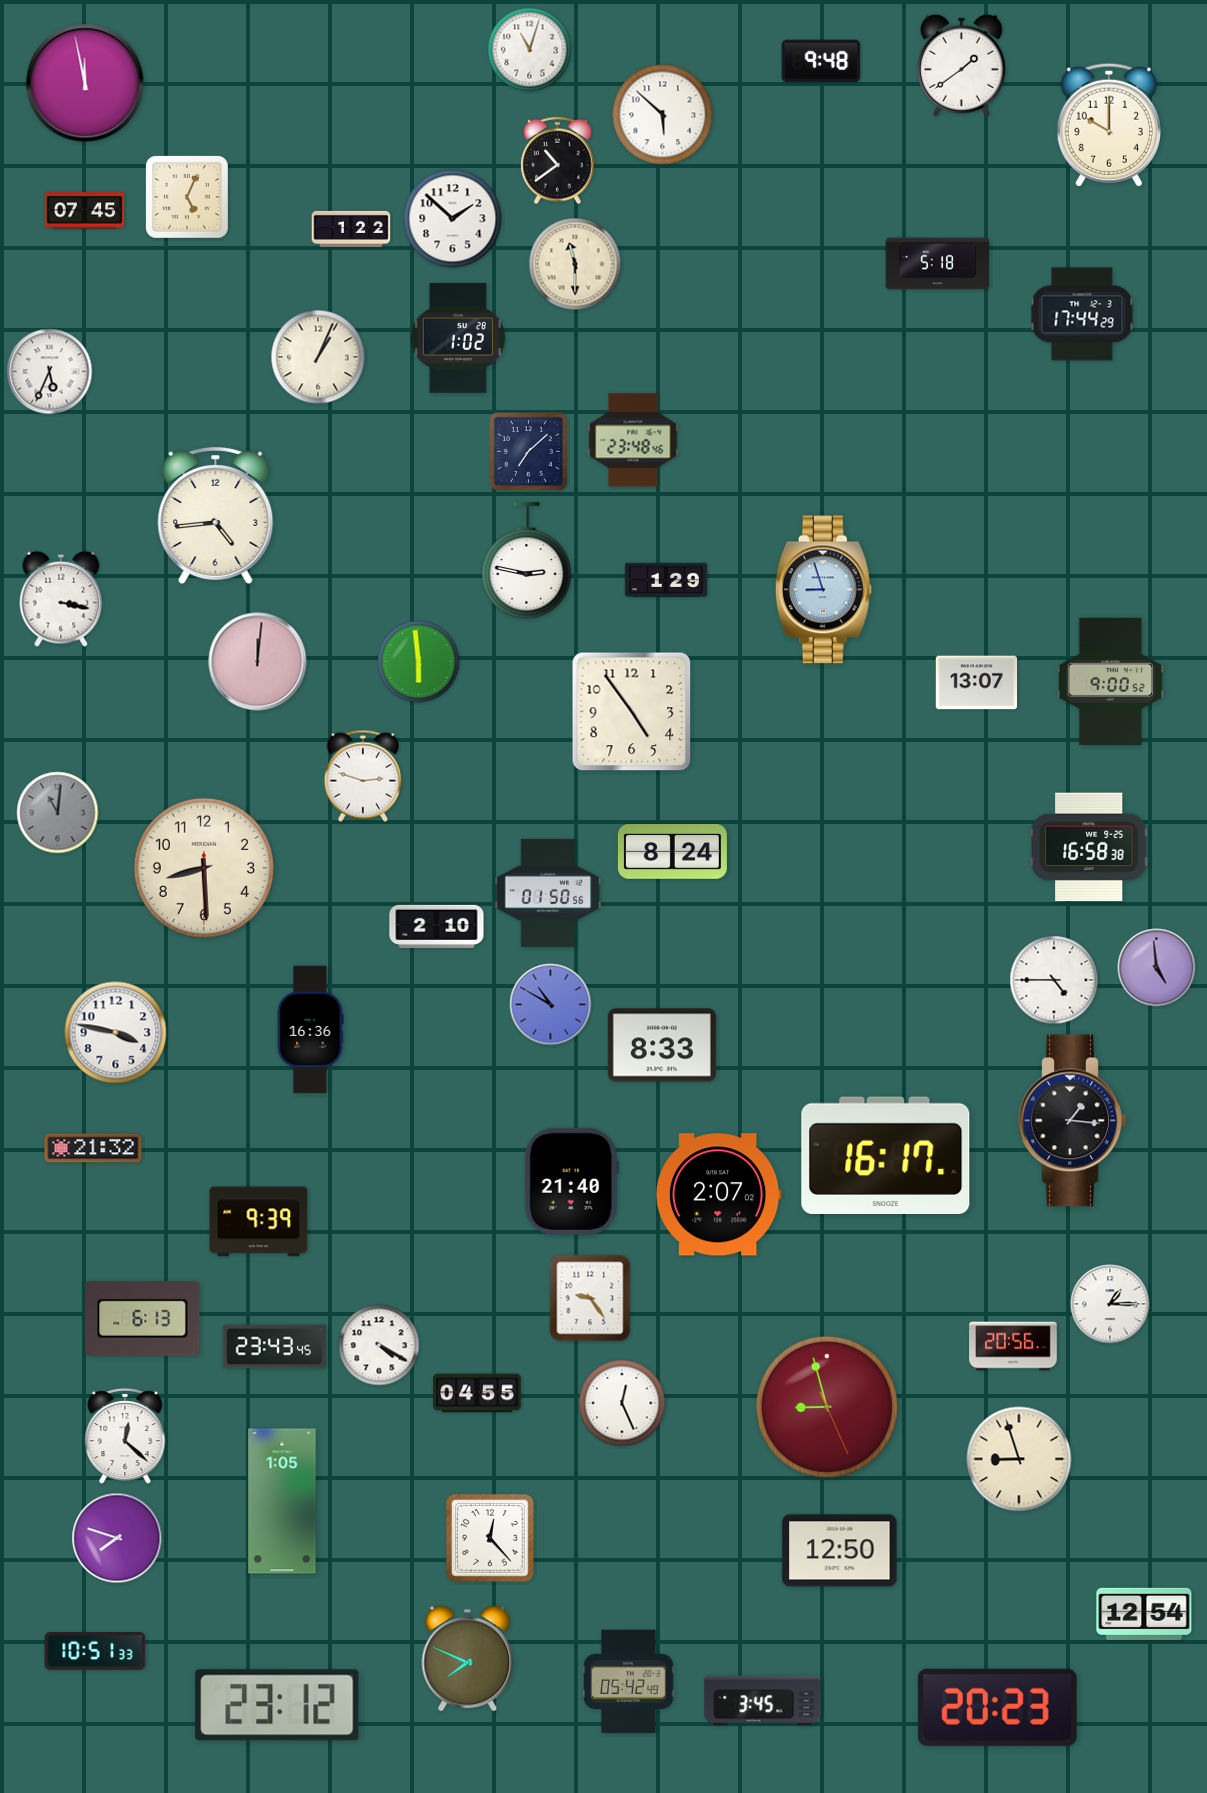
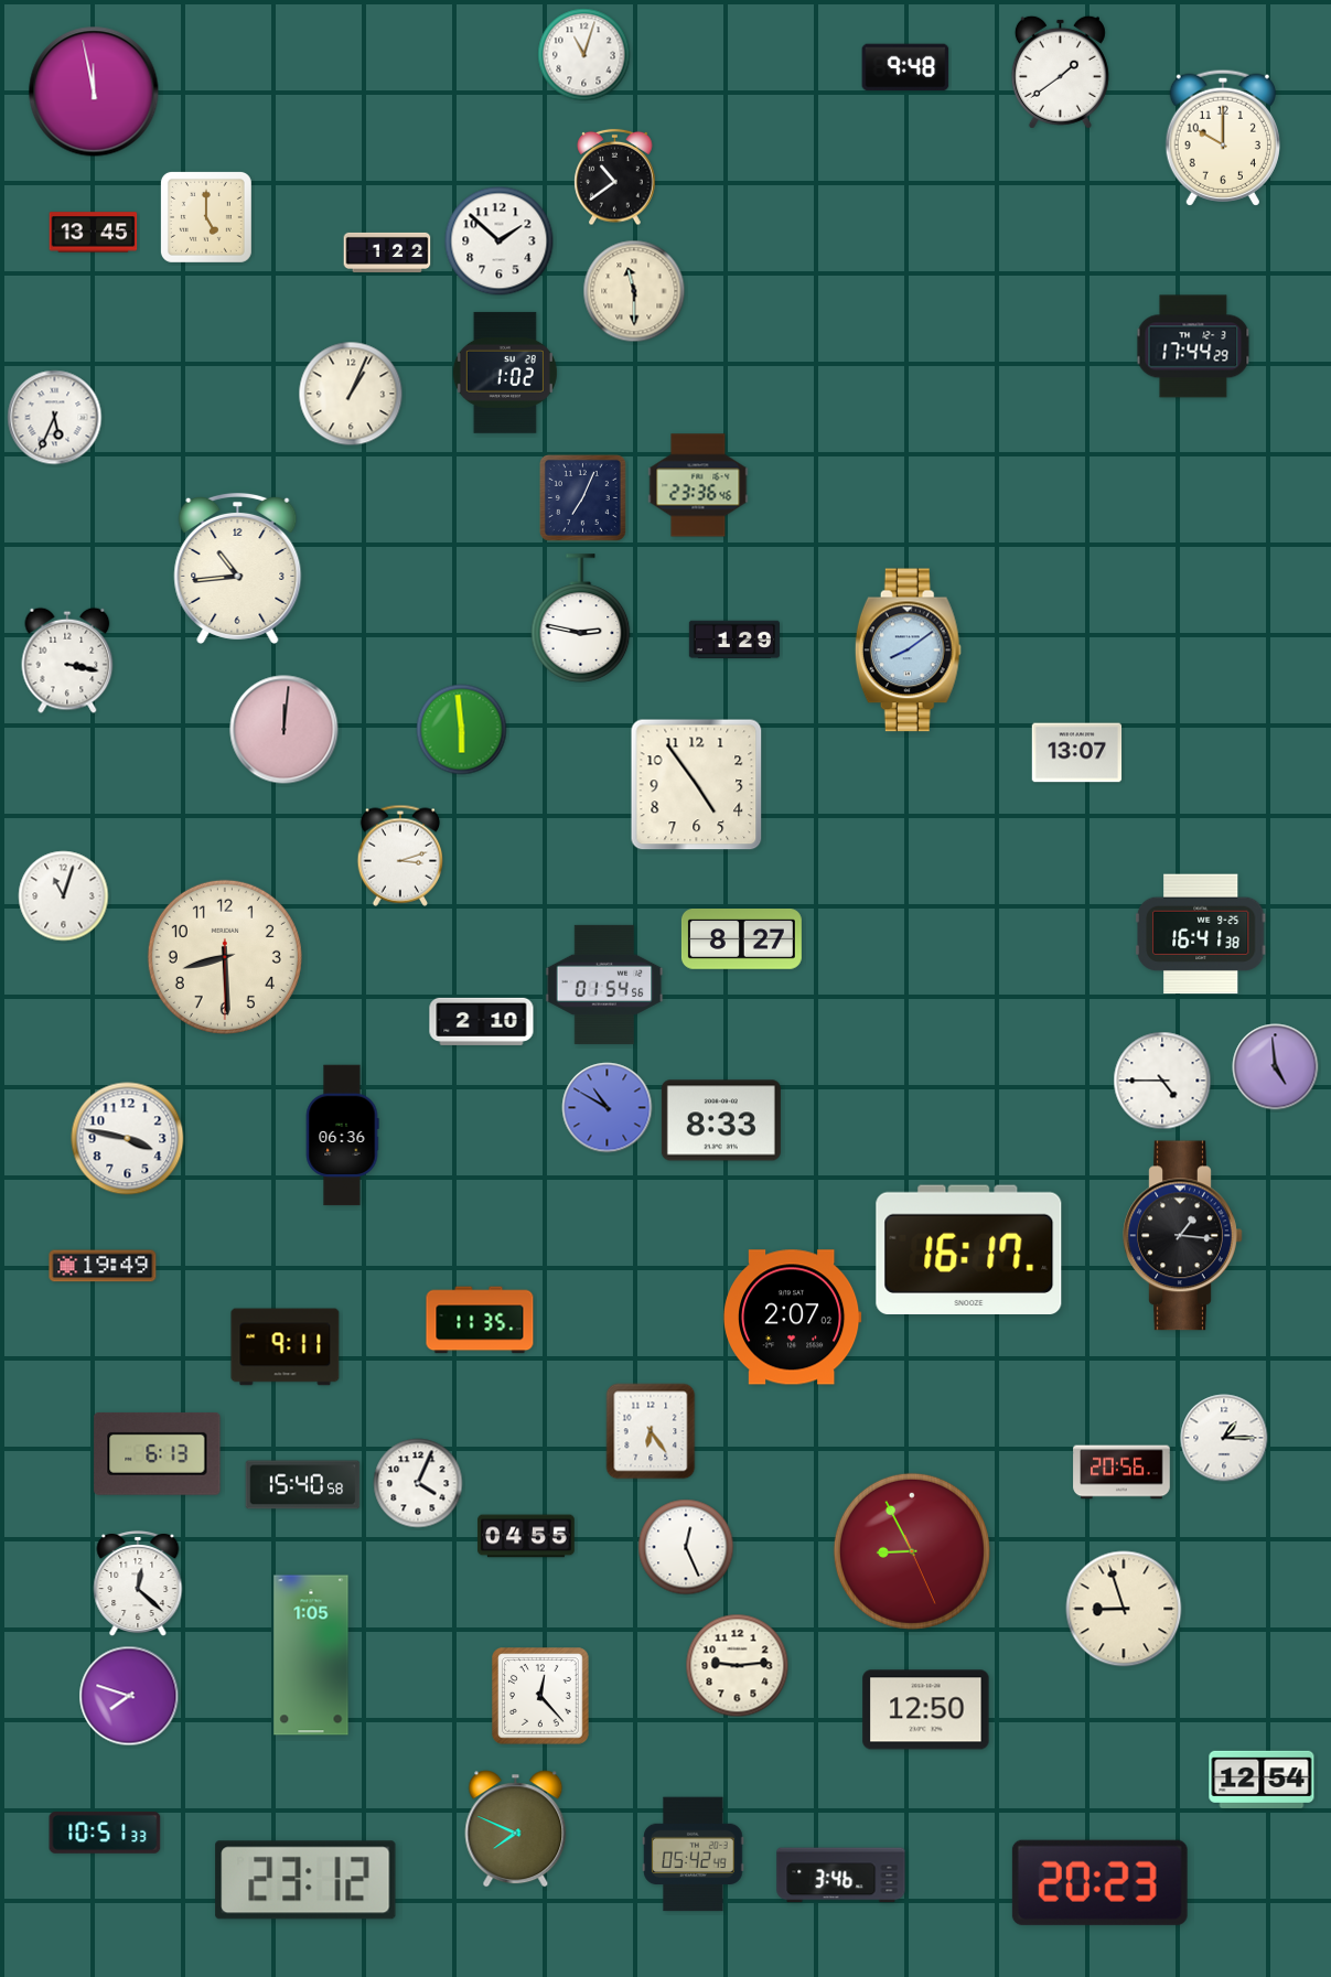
clock at (663, 115): 5:52 -> none
clock at (187, 197): 5:04 -> 5:00
clock at (85, 211): 07:45 -> 13:45
clock at (938, 264): 5:18 -> none
clock at (50, 372) position: (50, 372) -> (55, 418)
clock at (633, 440): 23:48 -> 23:36
clock at (528, 451): 7:08 -> 7:04
clock at (216, 515): 4:44 -> 10:44
clock at (823, 590): 8:57 -> 8:09
clock at (1110, 682): 9:00 -> none
clock at (363, 776): 2:48 -> 3:12
clock at (58, 813): 11:01 -> 11:03
clock at (58, 813) dial: grey -> white
clock at (1090, 847): 16:58 -> 16:41
clock at (672, 852): 8:24 -> 8:27
clock at (548, 893): 01:50 -> 01:54
clock at (310, 1030): 16:36 -> 06:36
clock at (662, 1045) position: (662, 1045) -> (721, 1120)
clock at (93, 1148): 21:32 -> 19:49
clock at (886, 1156) position: (886, 1156) -> (969, 1250)
clock at (571, 1181): 21:40 -> none
clock at (480, 1320): none -> 11:35
clock at (259, 1222): 9:39 -> 9:11
clock at (590, 1298): 9:24 -> 6:24
clock at (379, 1345): 4:20 -> 4:04
clock at (1013, 1346) position: (1013, 1346) -> (1121, 1472)
clock at (275, 1347): 23:43 -> 15:40
clock at (827, 1407): 8:57 -> 8:55
clock at (738, 1666): none -> 9:14
clock at (95, 1652) position: (95, 1652) -> (105, 1834)
clock at (763, 1701): 3:45 -> 3:46
